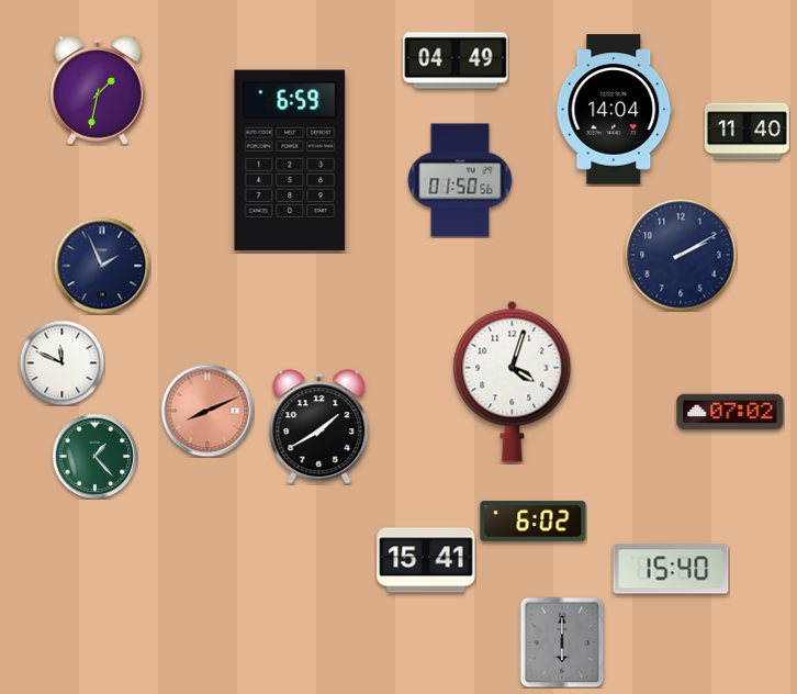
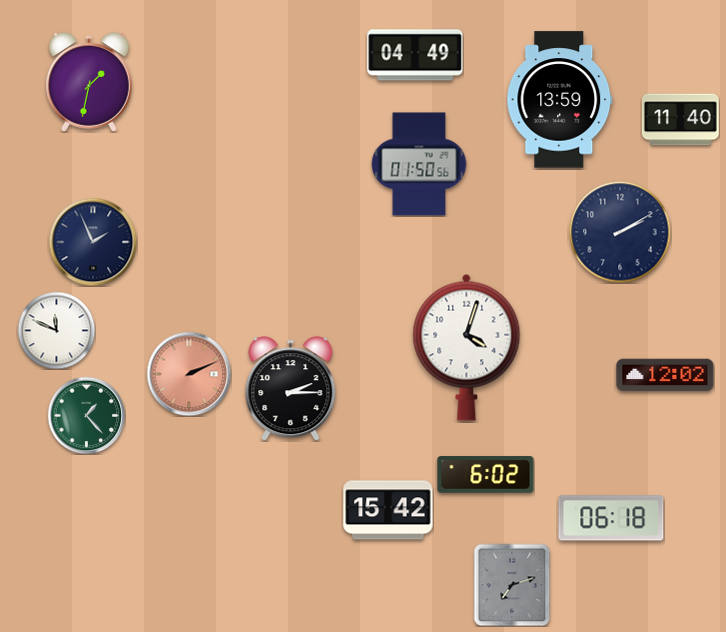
clock at (615, 110): 14:04 -> 13:59
clock at (290, 159): 6:59 -> none
clock at (207, 411): 8:11 -> 2:11
clock at (730, 412): 07:02 -> 12:02
clock at (319, 427): 1:40 -> 2:15
clock at (426, 560): 15:41 -> 15:42
clock at (671, 569): 15:40 -> 06:18
clock at (562, 642): 6:00 -> 7:12
